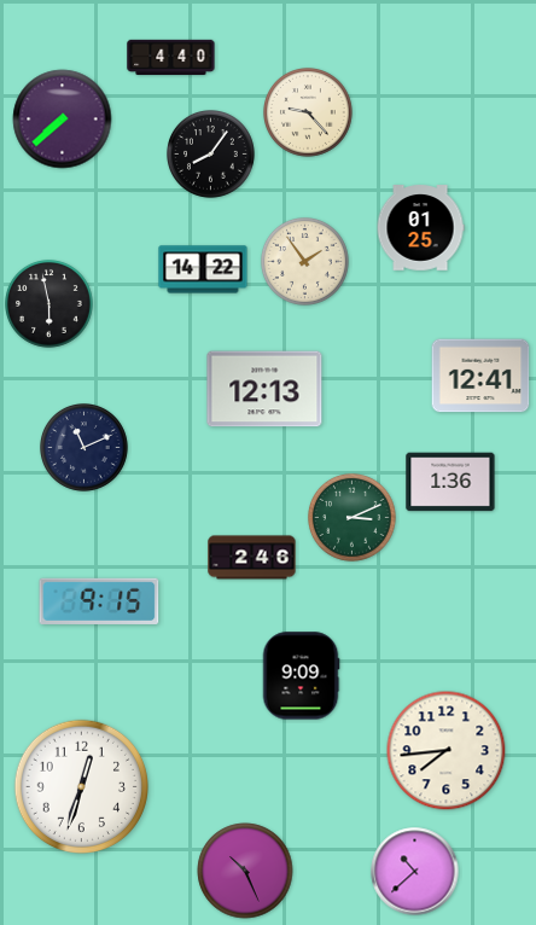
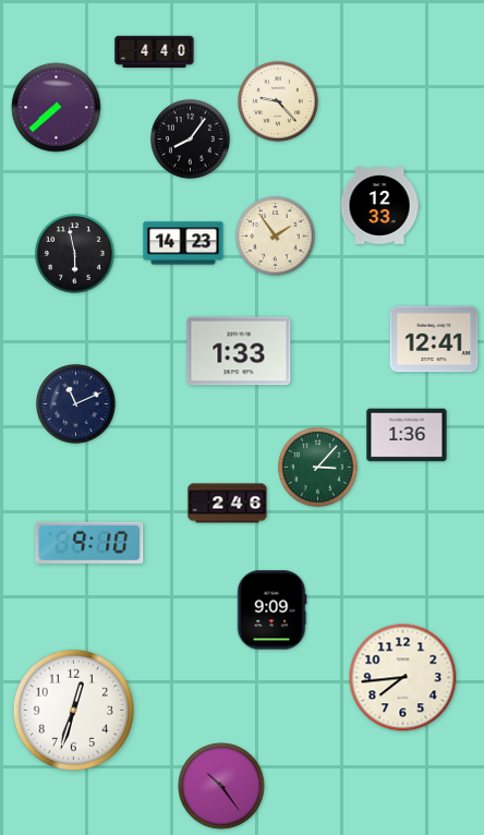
clock at (420, 228): 01:25 -> 12:33
clock at (203, 269): 14:22 -> 14:23
clock at (49, 304) position: (49, 304) -> (75, 254)
clock at (264, 389): 12:13 -> 1:33
clock at (353, 518): 3:11 -> 3:07
clock at (99, 601): 9:15 -> 9:10
clock at (245, 871): 10:26 -> 10:24
clock at (415, 872): 10:38 -> none
